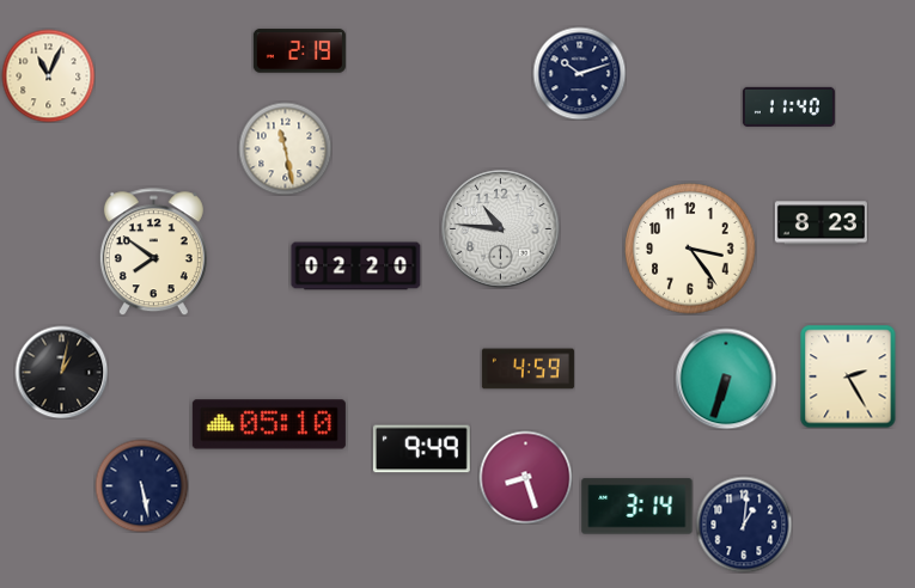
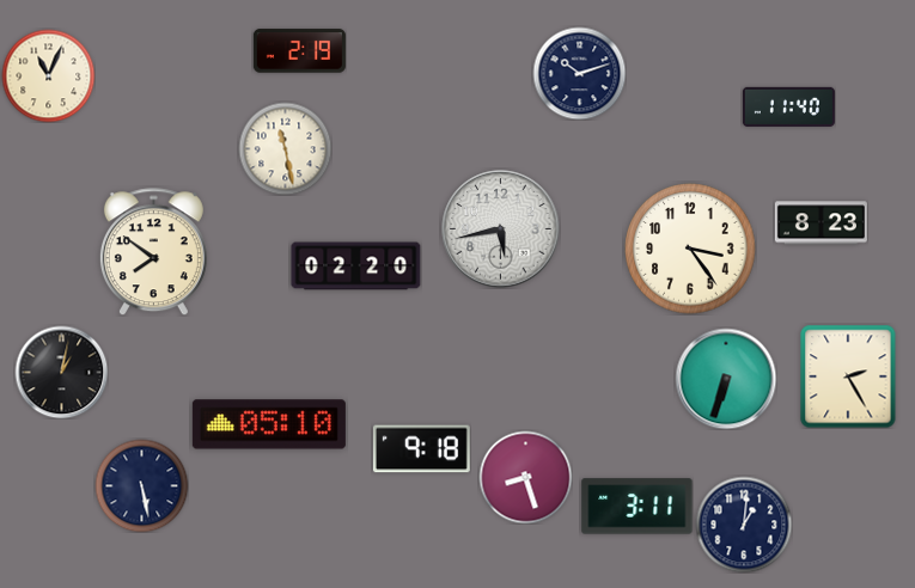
clock at (501, 229): 10:46 -> 5:43
clock at (527, 369): 4:59 -> none
clock at (421, 449): 9:49 -> 9:18
clock at (638, 507): 3:14 -> 3:11
